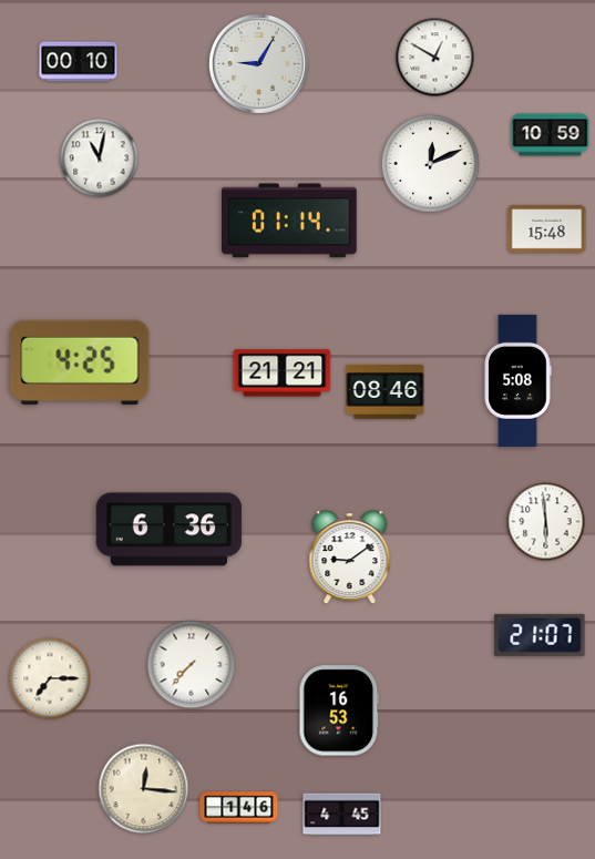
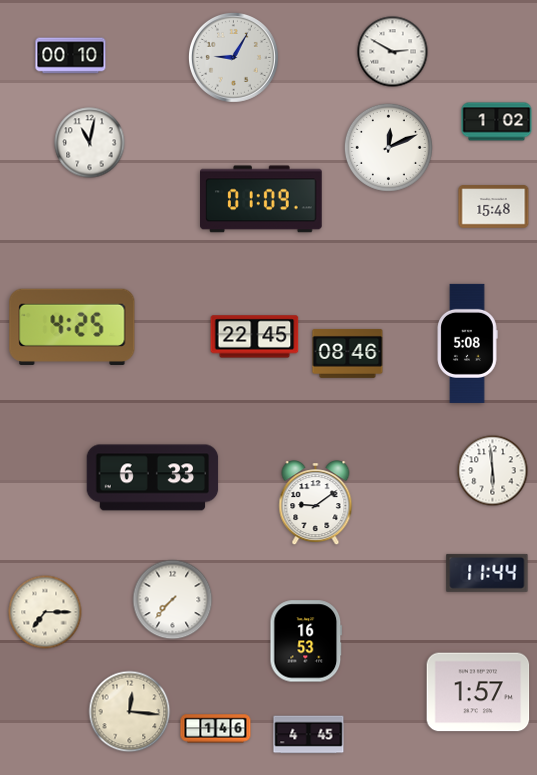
clock at (435, 58): 12:50 -> 2:50
clock at (551, 135): 10:59 -> 1:02
clock at (290, 221): 01:14 -> 01:09
clock at (283, 374): 21:21 -> 22:45
clock at (170, 530): 6:36 -> 6:33
clock at (540, 635): 21:07 -> 11:44
clock at (478, 692): none -> 1:57
